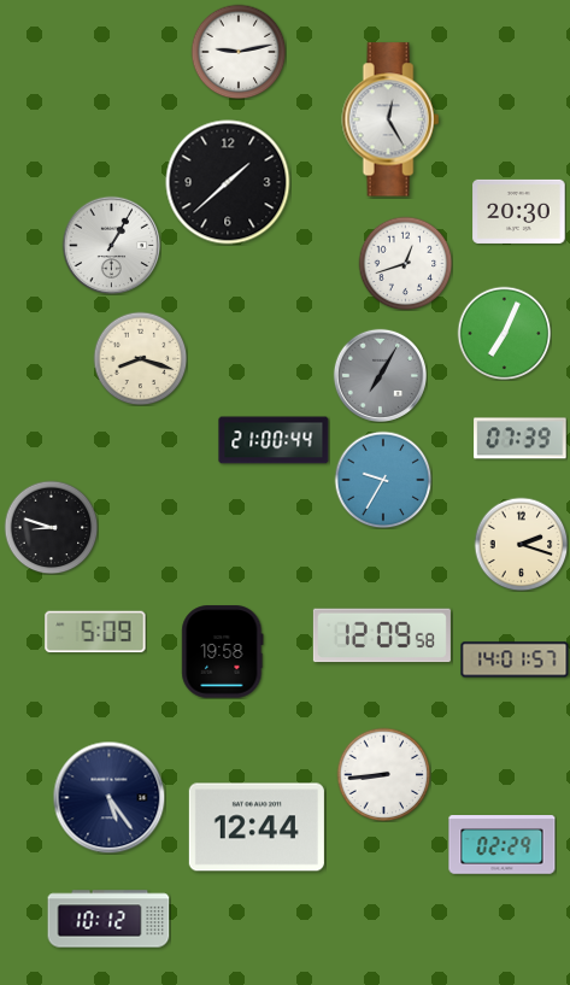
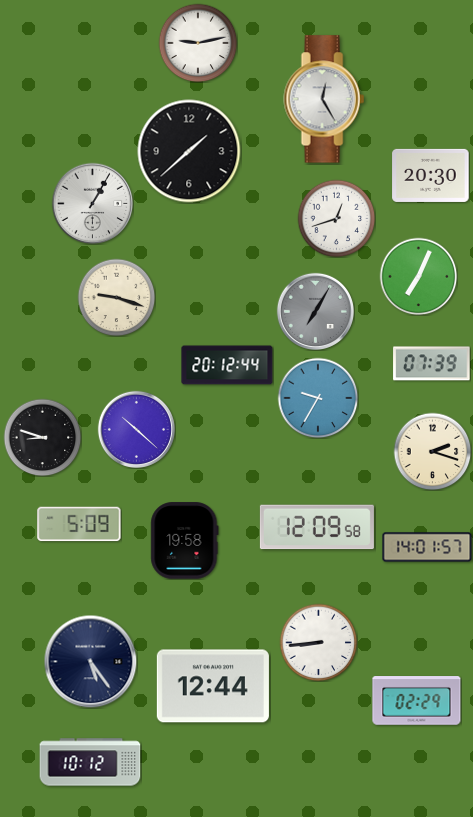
clock at (140, 358): 8:18 -> 9:18
clock at (274, 440): 21:00 -> 20:12
clock at (136, 429): none -> 10:22
